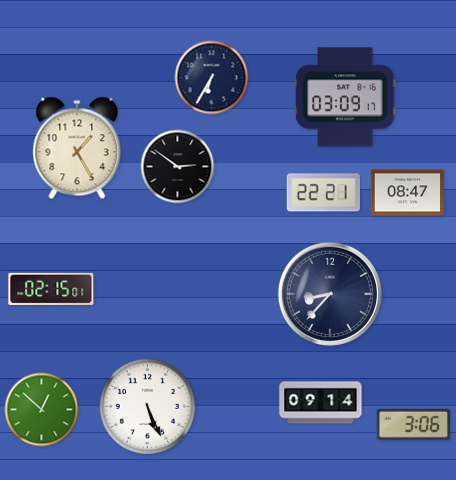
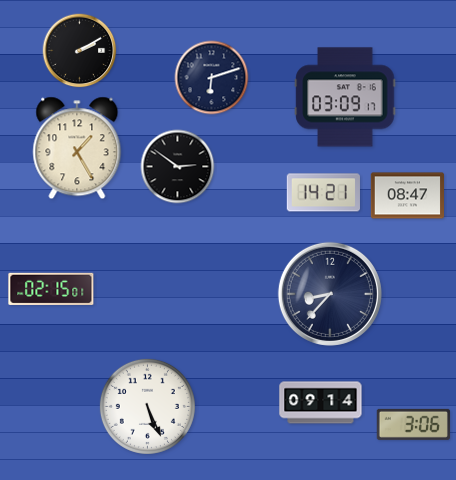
clock at (80, 51): none -> 2:10
clock at (212, 78): 6:35 -> 6:12
clock at (323, 193): 22:21 -> 14:21
clock at (407, 193) position: (407, 193) -> (407, 196)
clock at (42, 410): 12:52 -> none
